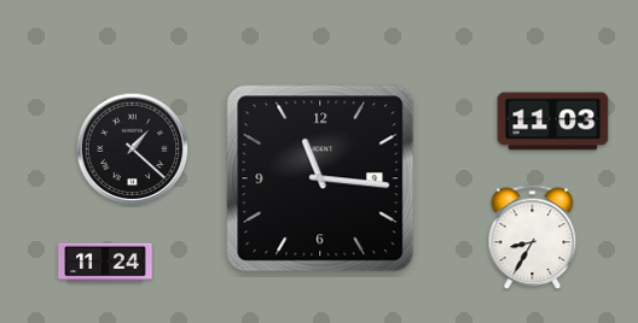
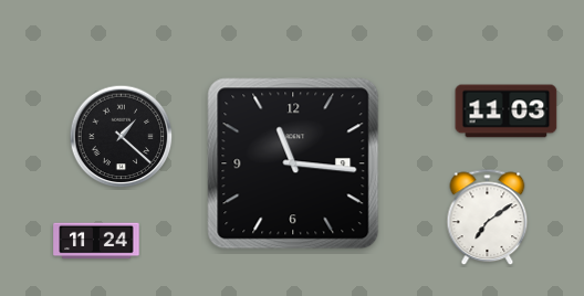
clock at (533, 237): 8:35 -> 7:09
